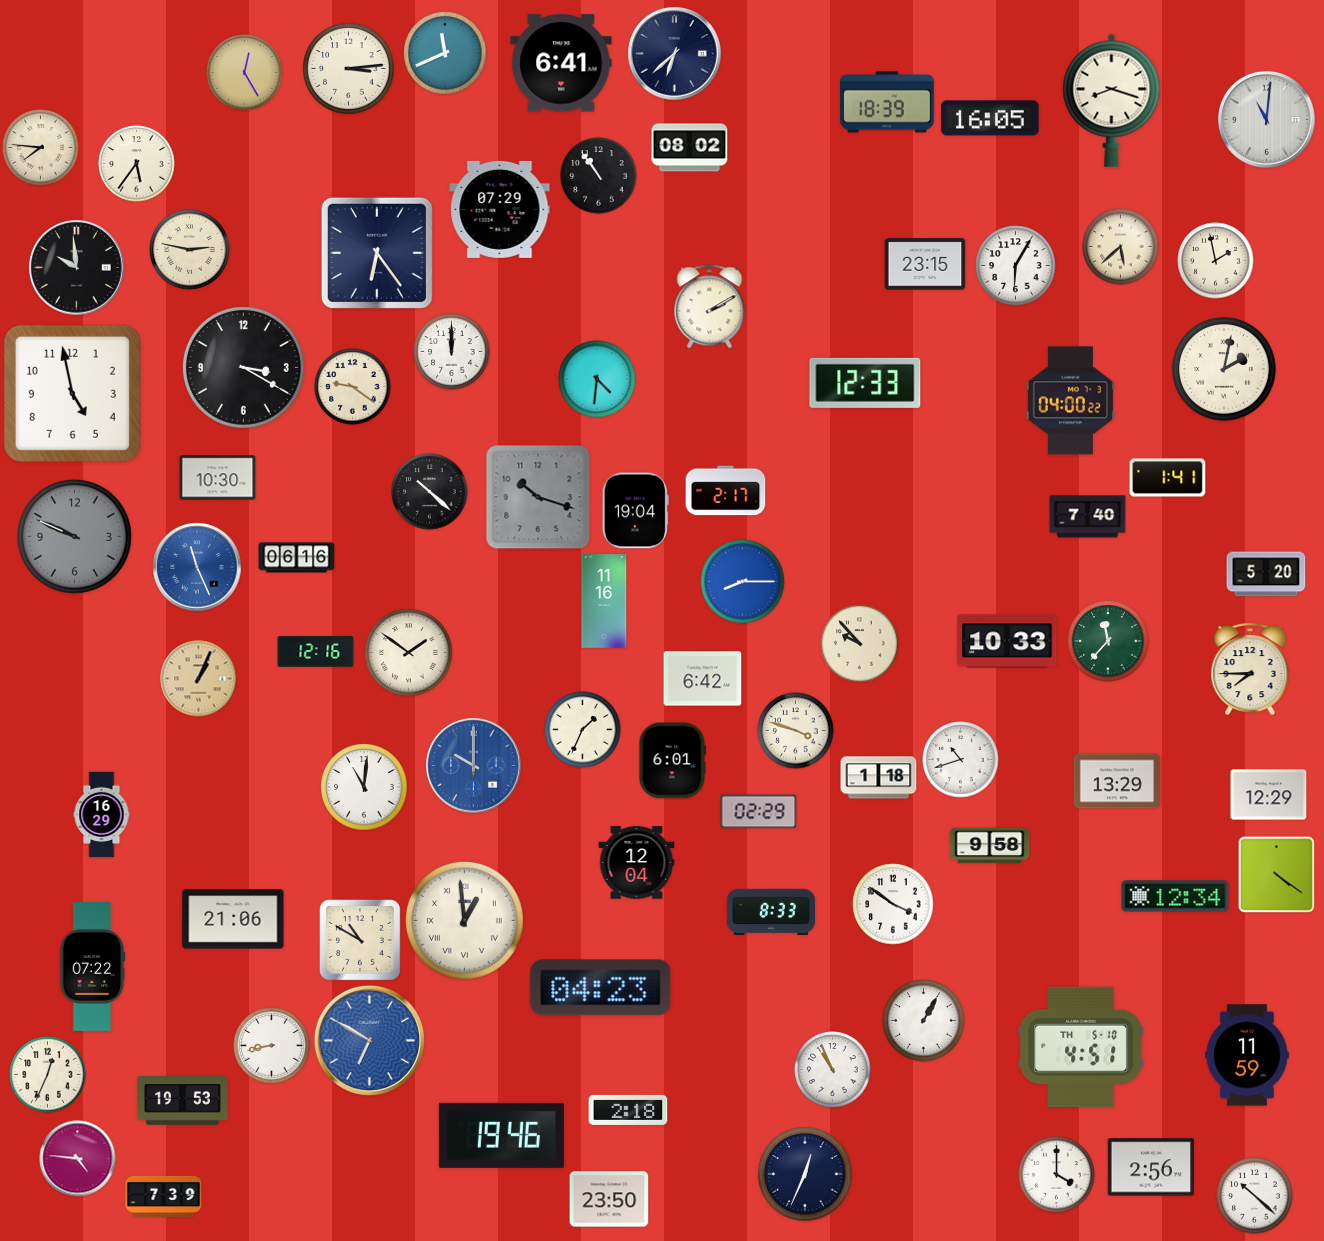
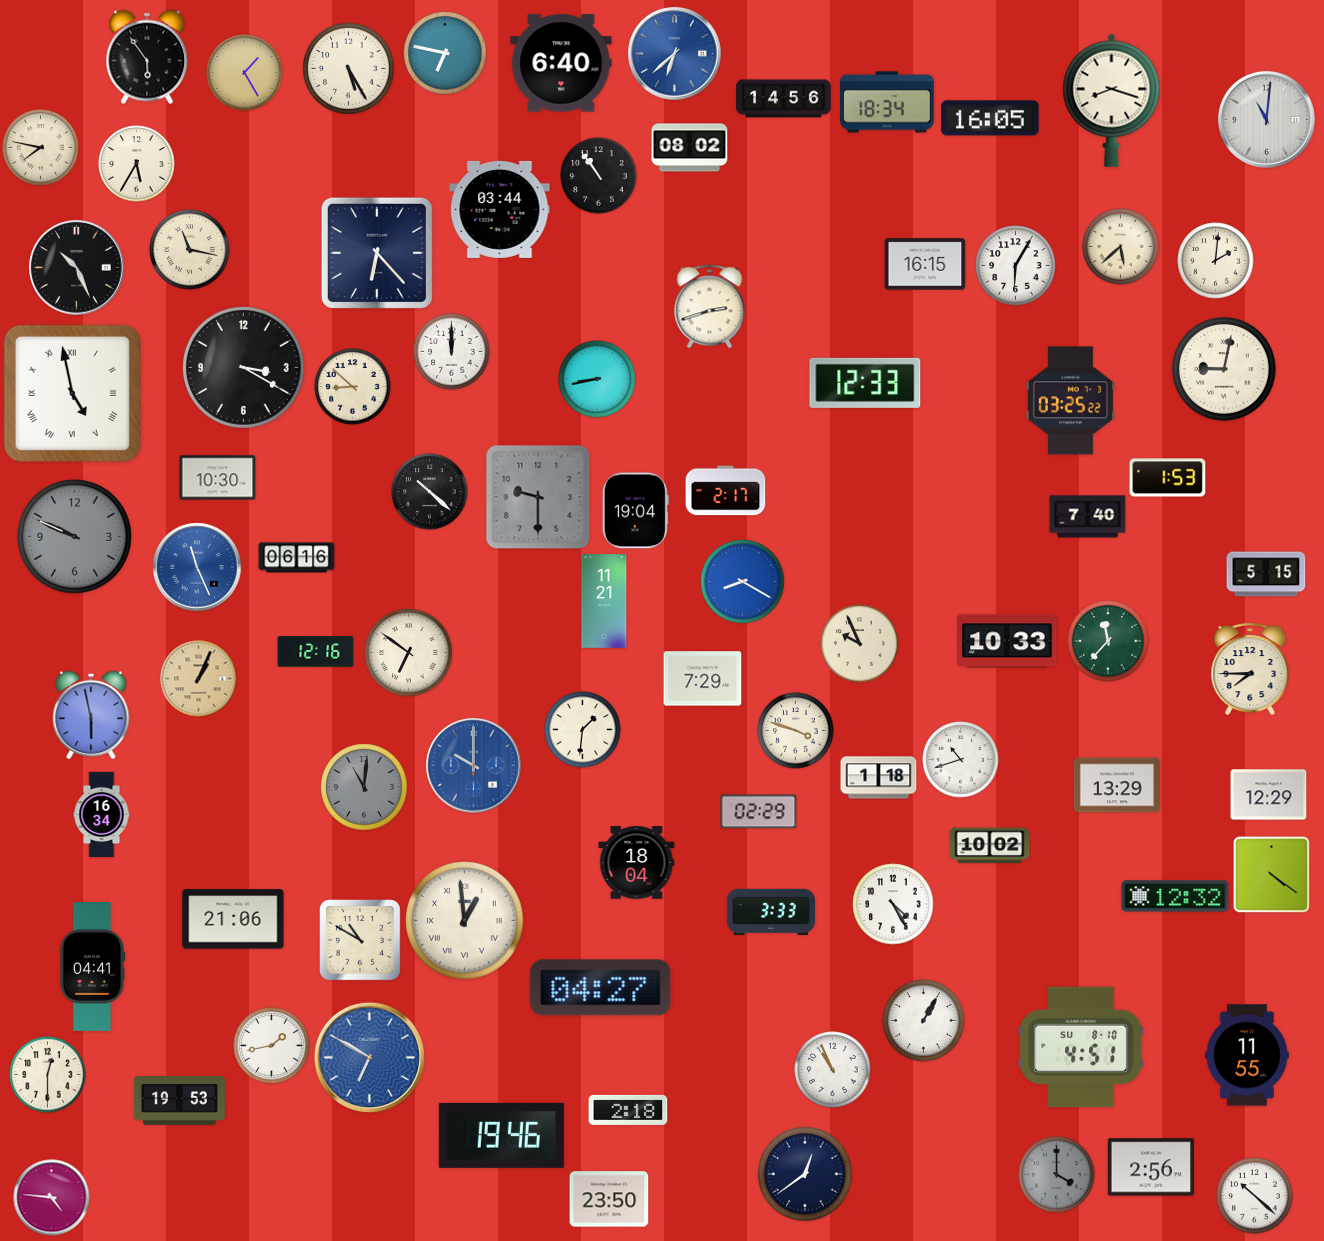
clock at (445, 53): 11:41 -> 6:47
clock at (675, 54) dial: navy -> blue
clock at (147, 57): none -> 5:54
clock at (561, 63): 6:41 -> 6:40
clock at (349, 69): 3:14 -> 5:25
clock at (245, 73): 12:25 -> 1:25
clock at (784, 99): none -> 14:56
clock at (888, 102): 18:39 -> 18:34
clock at (41, 148): 7:46 -> 7:47
clock at (137, 164): 5:36 -> 5:35
clock at (500, 209): 07:29 -> 03:44
clock at (190, 250): 2:47 -> 11:17
clock at (377, 253): 6:24 -> 6:23
clock at (1216, 261): 1:58 -> 2:01
clock at (925, 264): 23:15 -> 16:15
clock at (77, 268): 9:59 -> 10:26
clock at (710, 307): 2:10 -> 2:42
clock at (1224, 369): 2:02 -> 9:02
clock at (597, 379): 4:31 -> 8:43
clock at (353, 387): 9:21 -> 8:52
clock at (72, 393) numerals: Arabic -> Roman
clock at (1070, 401): 04:00 -> 03:25
clock at (1168, 478): 1:41 -> 1:53
clock at (538, 497): 10:18 -> 9:30
clock at (1266, 574): 5:20 -> 5:15
clock at (743, 582): 8:15 -> 8:20
clock at (604, 601): 11:16 -> 11:21
clock at (860, 644): 9:53 -> 9:56
clock at (409, 653): 1:51 -> 6:51
clock at (703, 679): 6:42 -> 7:29
clock at (91, 715): none -> 5:58
clock at (583, 730): 1:34 -> 1:31
clock at (673, 761): 6:01 -> none
clock at (1116, 781) position: (1116, 781) -> (1116, 785)
clock at (364, 787) dial: white -> grey
clock at (102, 815): 16:29 -> 16:34
clock at (990, 846): 9:58 -> 10:02
clock at (637, 863): 12:04 -> 18:04
clock at (1276, 875) position: (1276, 875) -> (1271, 875)
clock at (1175, 896): 12:34 -> 12:32
clock at (893, 904): 3:51 -> 4:25
clock at (771, 911): 8:33 -> 3:33
clock at (92, 967): 07:22 -> 04:41
clock at (601, 988): 04:23 -> 04:27
clock at (369, 1040) position: (369, 1040) -> (369, 1057)
clock at (272, 1046): 8:43 -> 1:43
clock at (1081, 1047) date: TH 5-10 -> SU 8-10
clock at (1248, 1055): 11:59 -> 11:55
clock at (48, 1075): 12:34 -> 12:30
clock at (182, 1101) position: (182, 1101) -> (179, 1101)
clock at (78, 1159) position: (78, 1159) -> (52, 1198)
clock at (805, 1174): 12:34 -> 12:39
clock at (1057, 1175) dial: white -> grey
clock at (164, 1196): 7:39 -> none
